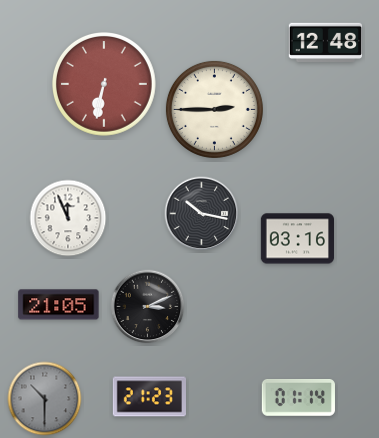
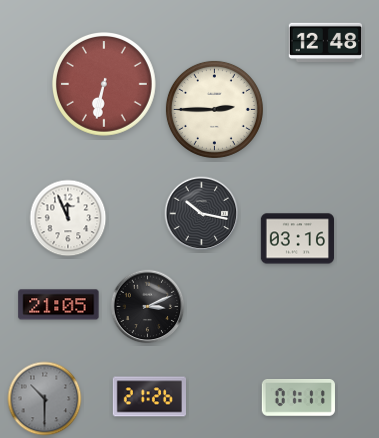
clock at (149, 397): 21:23 -> 21:26
clock at (298, 398): 01:14 -> 01:11
